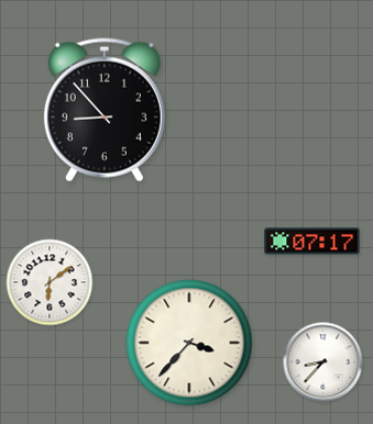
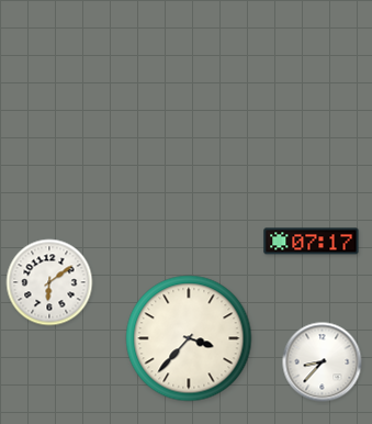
clock at (105, 110): 8:53 -> none
clock at (189, 343) position: (189, 343) -> (189, 338)
